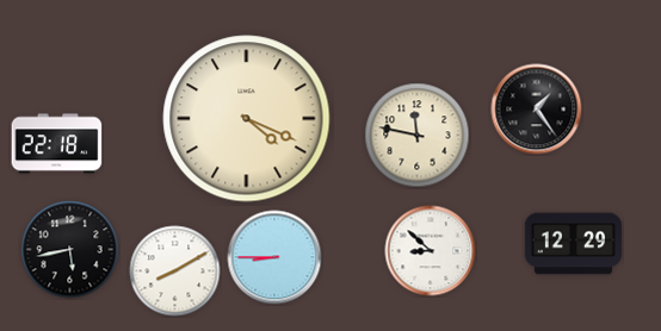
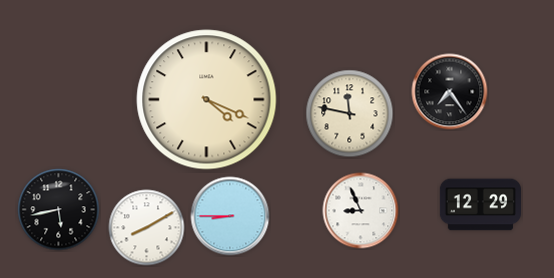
clock at (537, 110): 1:24 -> 7:24
clock at (57, 144): 22:18 -> none
clock at (431, 251): 8:52 -> 8:56
